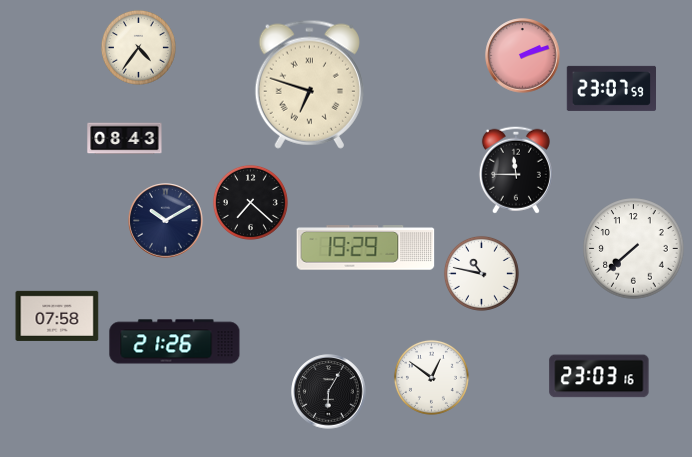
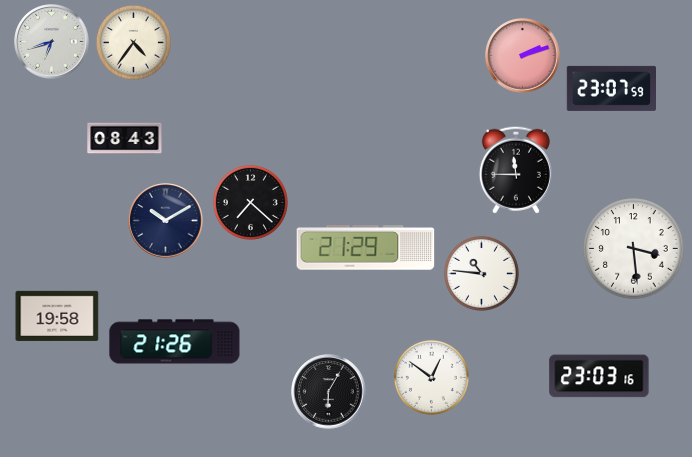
clock at (52, 42): none -> 6:42
clock at (138, 47) position: (138, 47) -> (133, 42)
clock at (309, 84): 6:48 -> none
clock at (366, 248): 19:29 -> 21:29
clock at (634, 249): 7:38 -> 3:29
clock at (481, 273): 10:47 -> 10:46
clock at (57, 316): 07:58 -> 19:58
